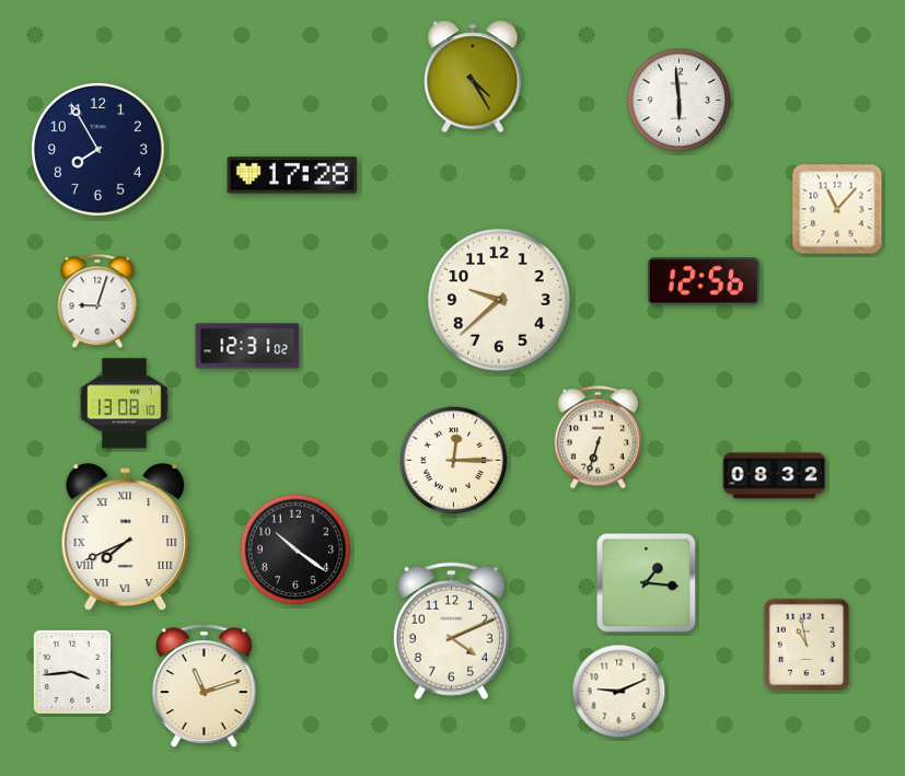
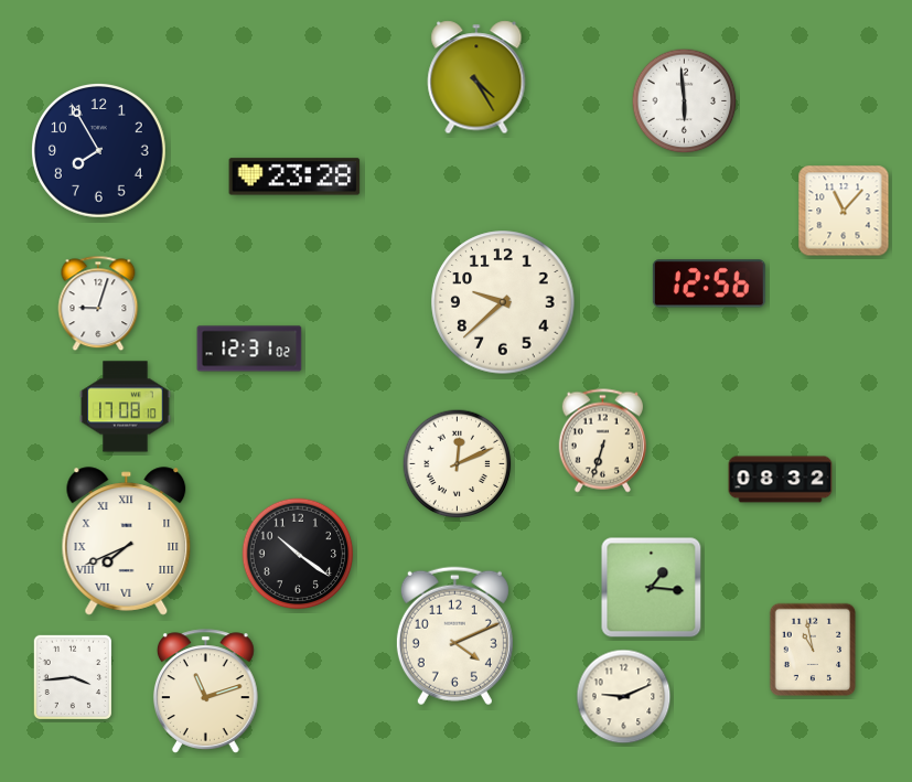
clock at (292, 175): 17:28 -> 23:28
clock at (125, 404): 13:08 -> 17:08
clock at (454, 461): 12:15 -> 12:11
